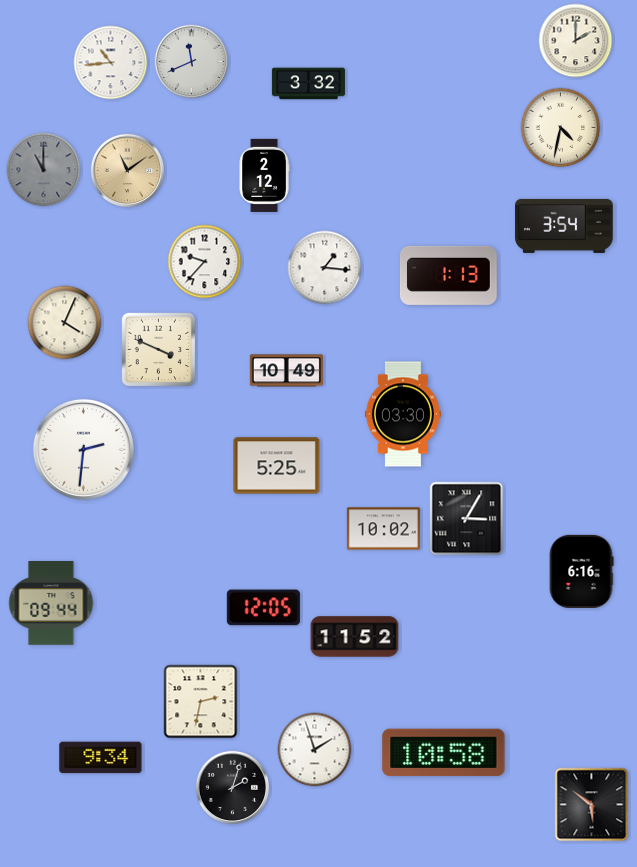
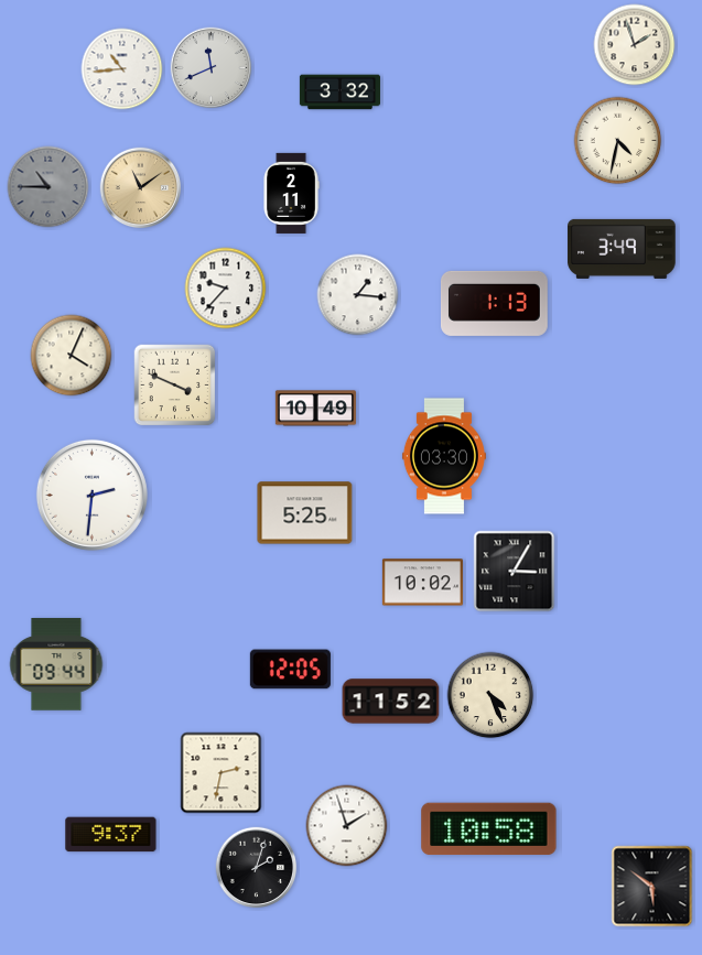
clock at (576, 41): 2:00 -> 1:57
clock at (44, 170): 11:00 -> 10:45
clock at (264, 175): 2:12 -> 2:11
clock at (564, 226): 3:54 -> 3:49
clock at (581, 571): 6:16 -> none
clock at (490, 695): none -> 4:26
clock at (101, 758): 9:34 -> 9:37
